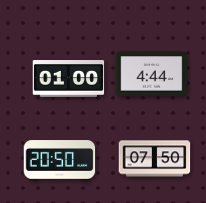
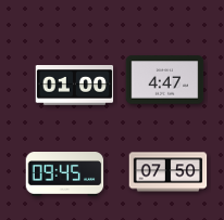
clock at (152, 74): 4:44 -> 4:47
clock at (60, 161): 20:50 -> 09:45
